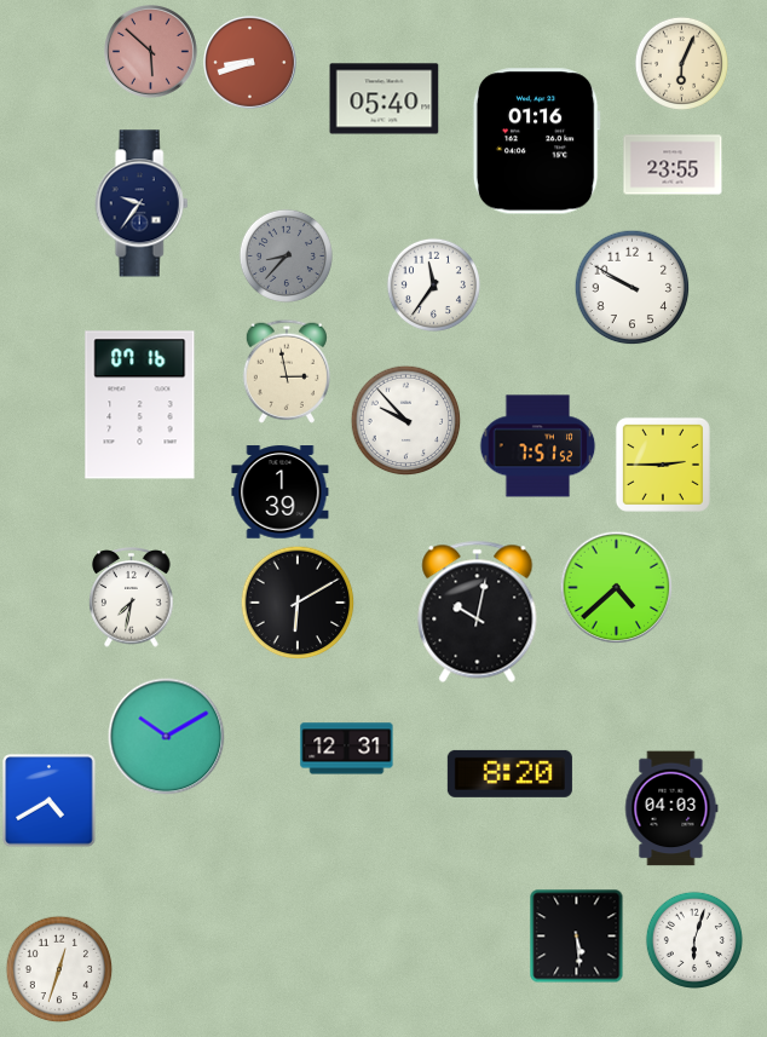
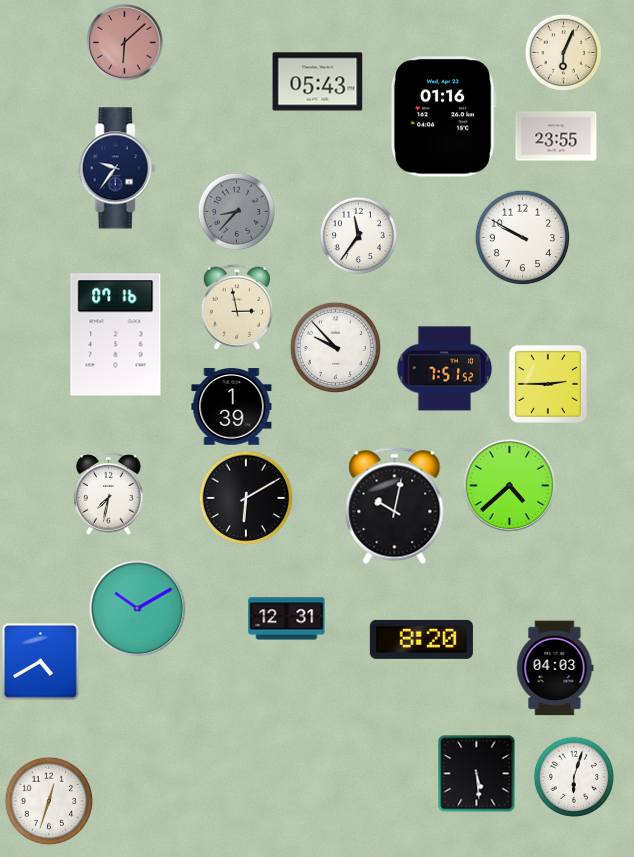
clock at (151, 52): 5:52 -> 6:08
clock at (250, 63): 8:42 -> none
clock at (385, 99): 05:40 -> 05:43
